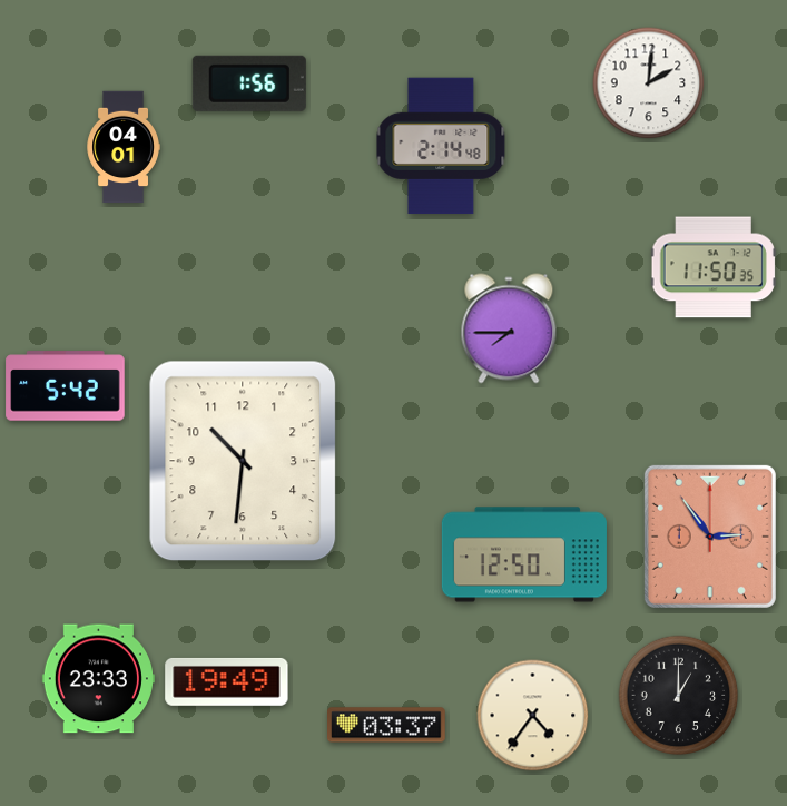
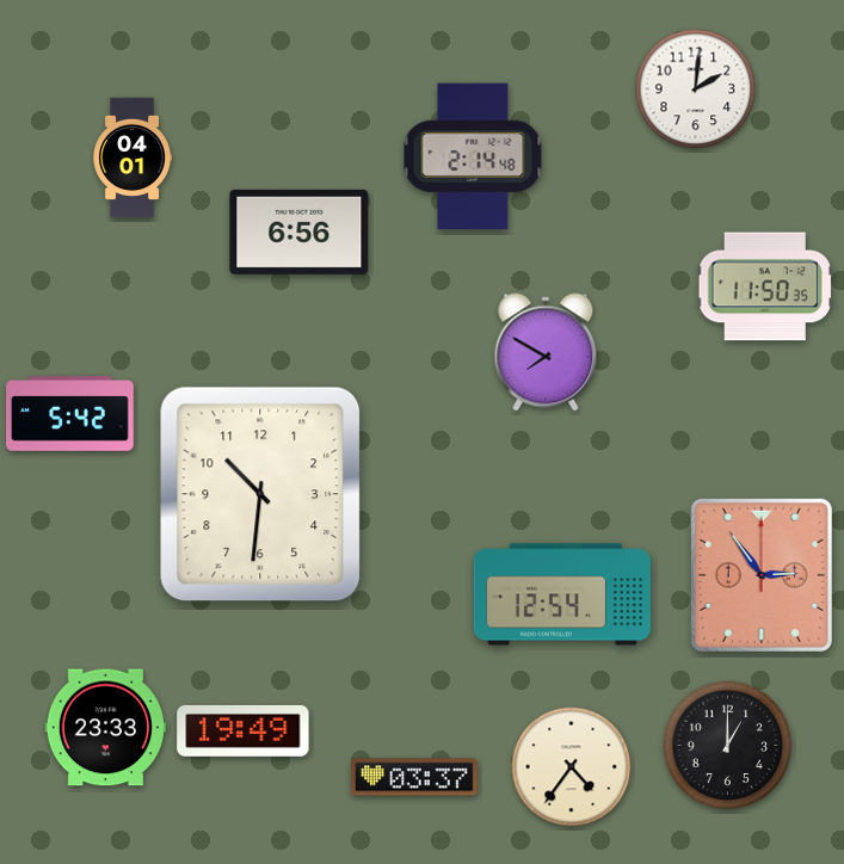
clock at (249, 83): 1:56 -> none
clock at (300, 232): none -> 6:56
clock at (509, 328): 7:45 -> 7:50
clock at (524, 554): 12:50 -> 12:54
